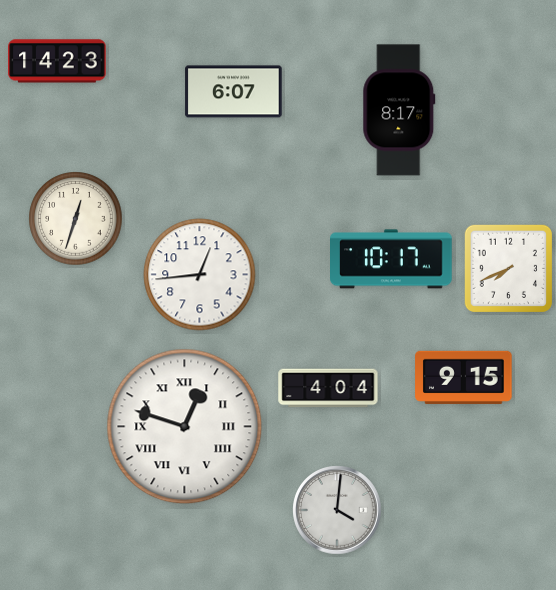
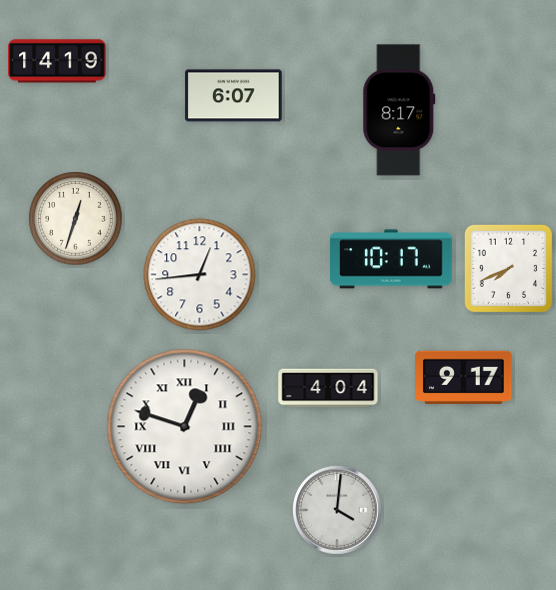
clock at (57, 61): 14:23 -> 14:19
clock at (234, 92) position: (234, 92) -> (234, 96)
clock at (464, 377): 9:15 -> 9:17
